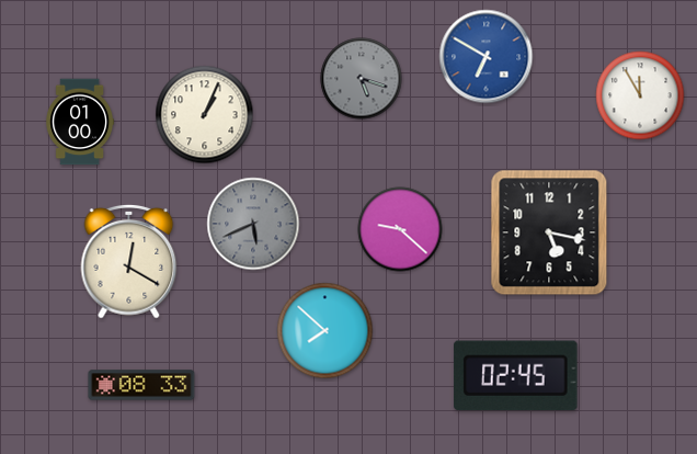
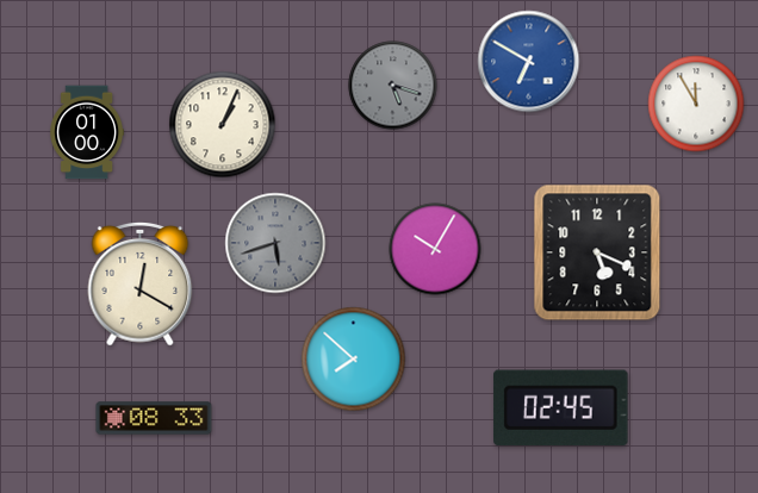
clock at (253, 224): 5:41 -> 5:42
clock at (400, 229): 9:22 -> 10:05
clock at (549, 232): 5:17 -> 5:19
